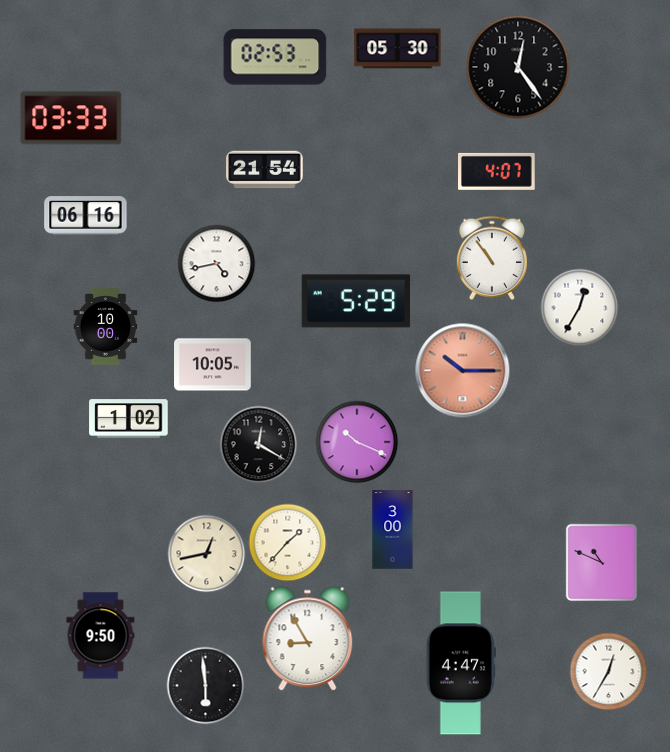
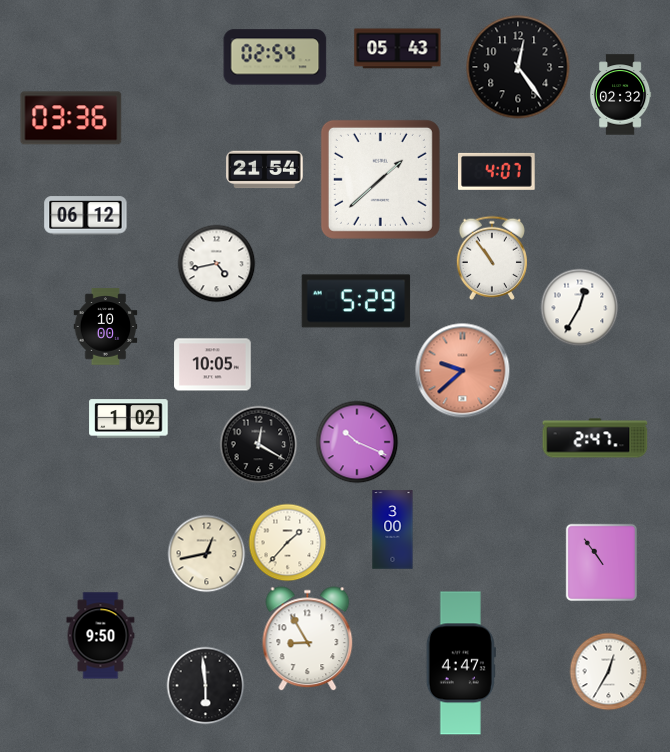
clock at (398, 49): 05:30 -> 05:43
clock at (275, 57): 02:53 -> 02:54
clock at (620, 95): none -> 02:32
clock at (71, 118): 03:33 -> 03:36
clock at (380, 179): none -> 1:38
clock at (86, 216): 06:16 -> 06:12
clock at (462, 370): 10:15 -> 9:38
clock at (595, 438): none -> 2:47
clock at (601, 562): 10:49 -> 10:54
